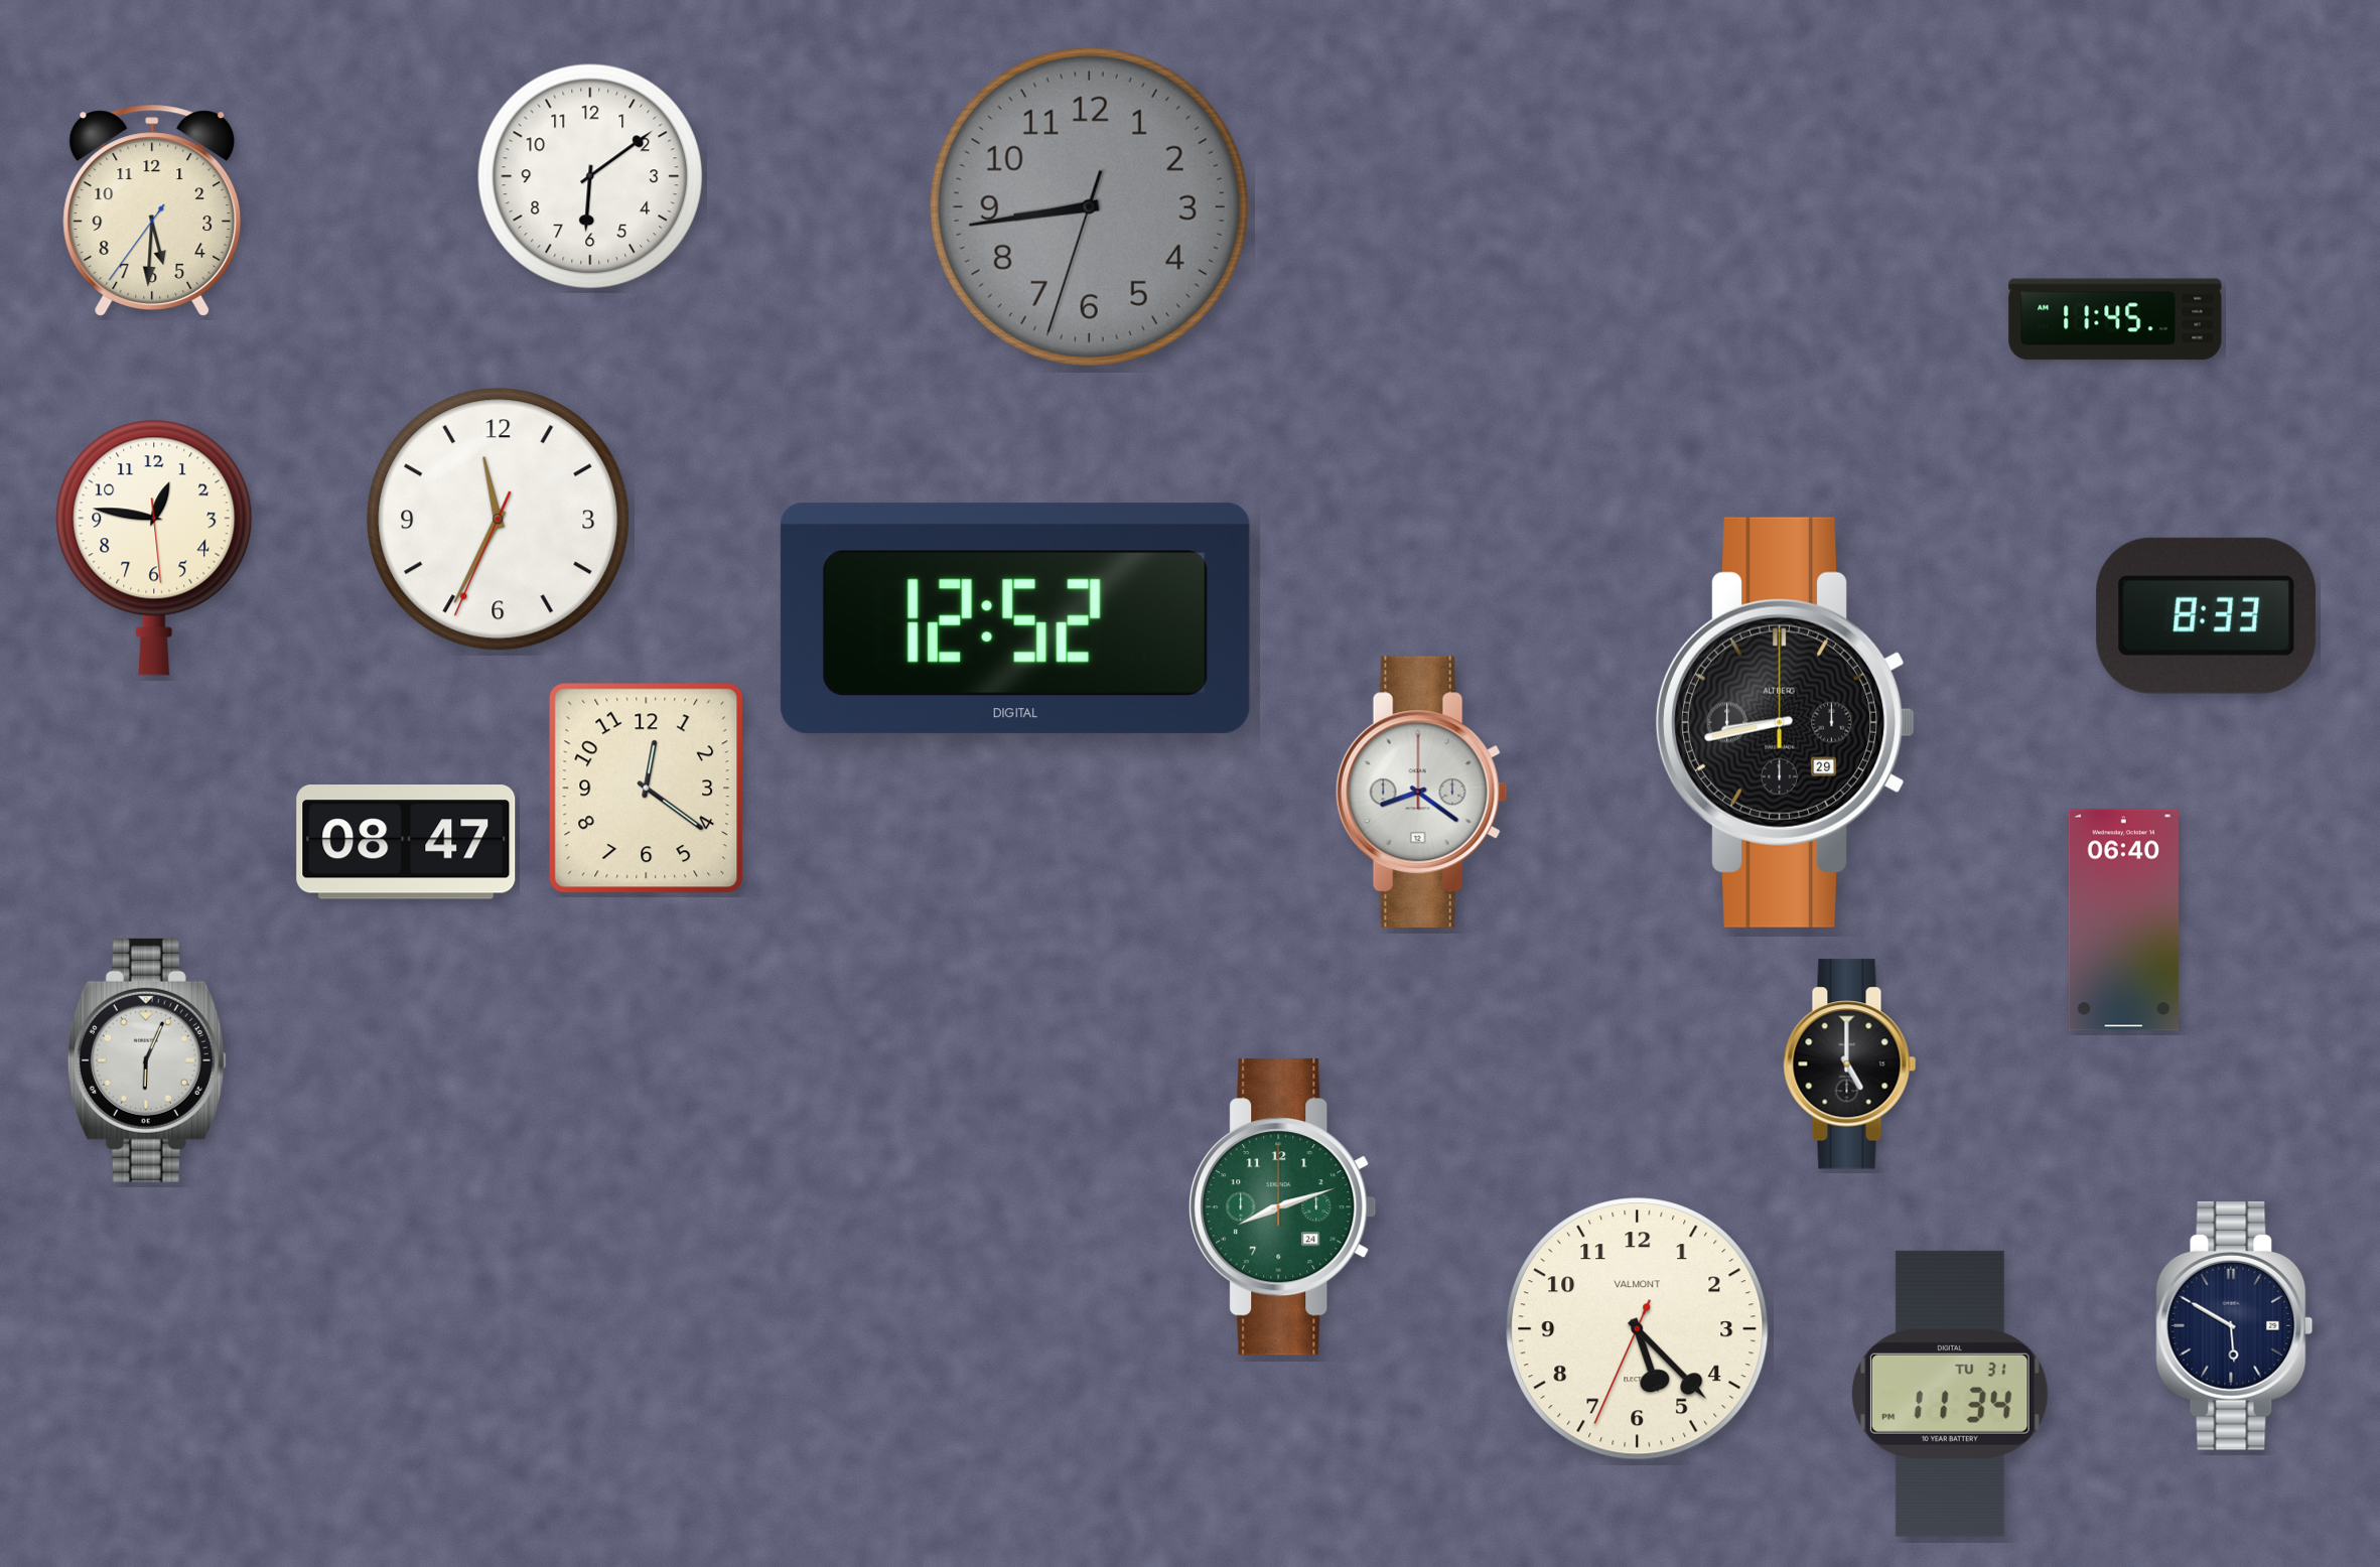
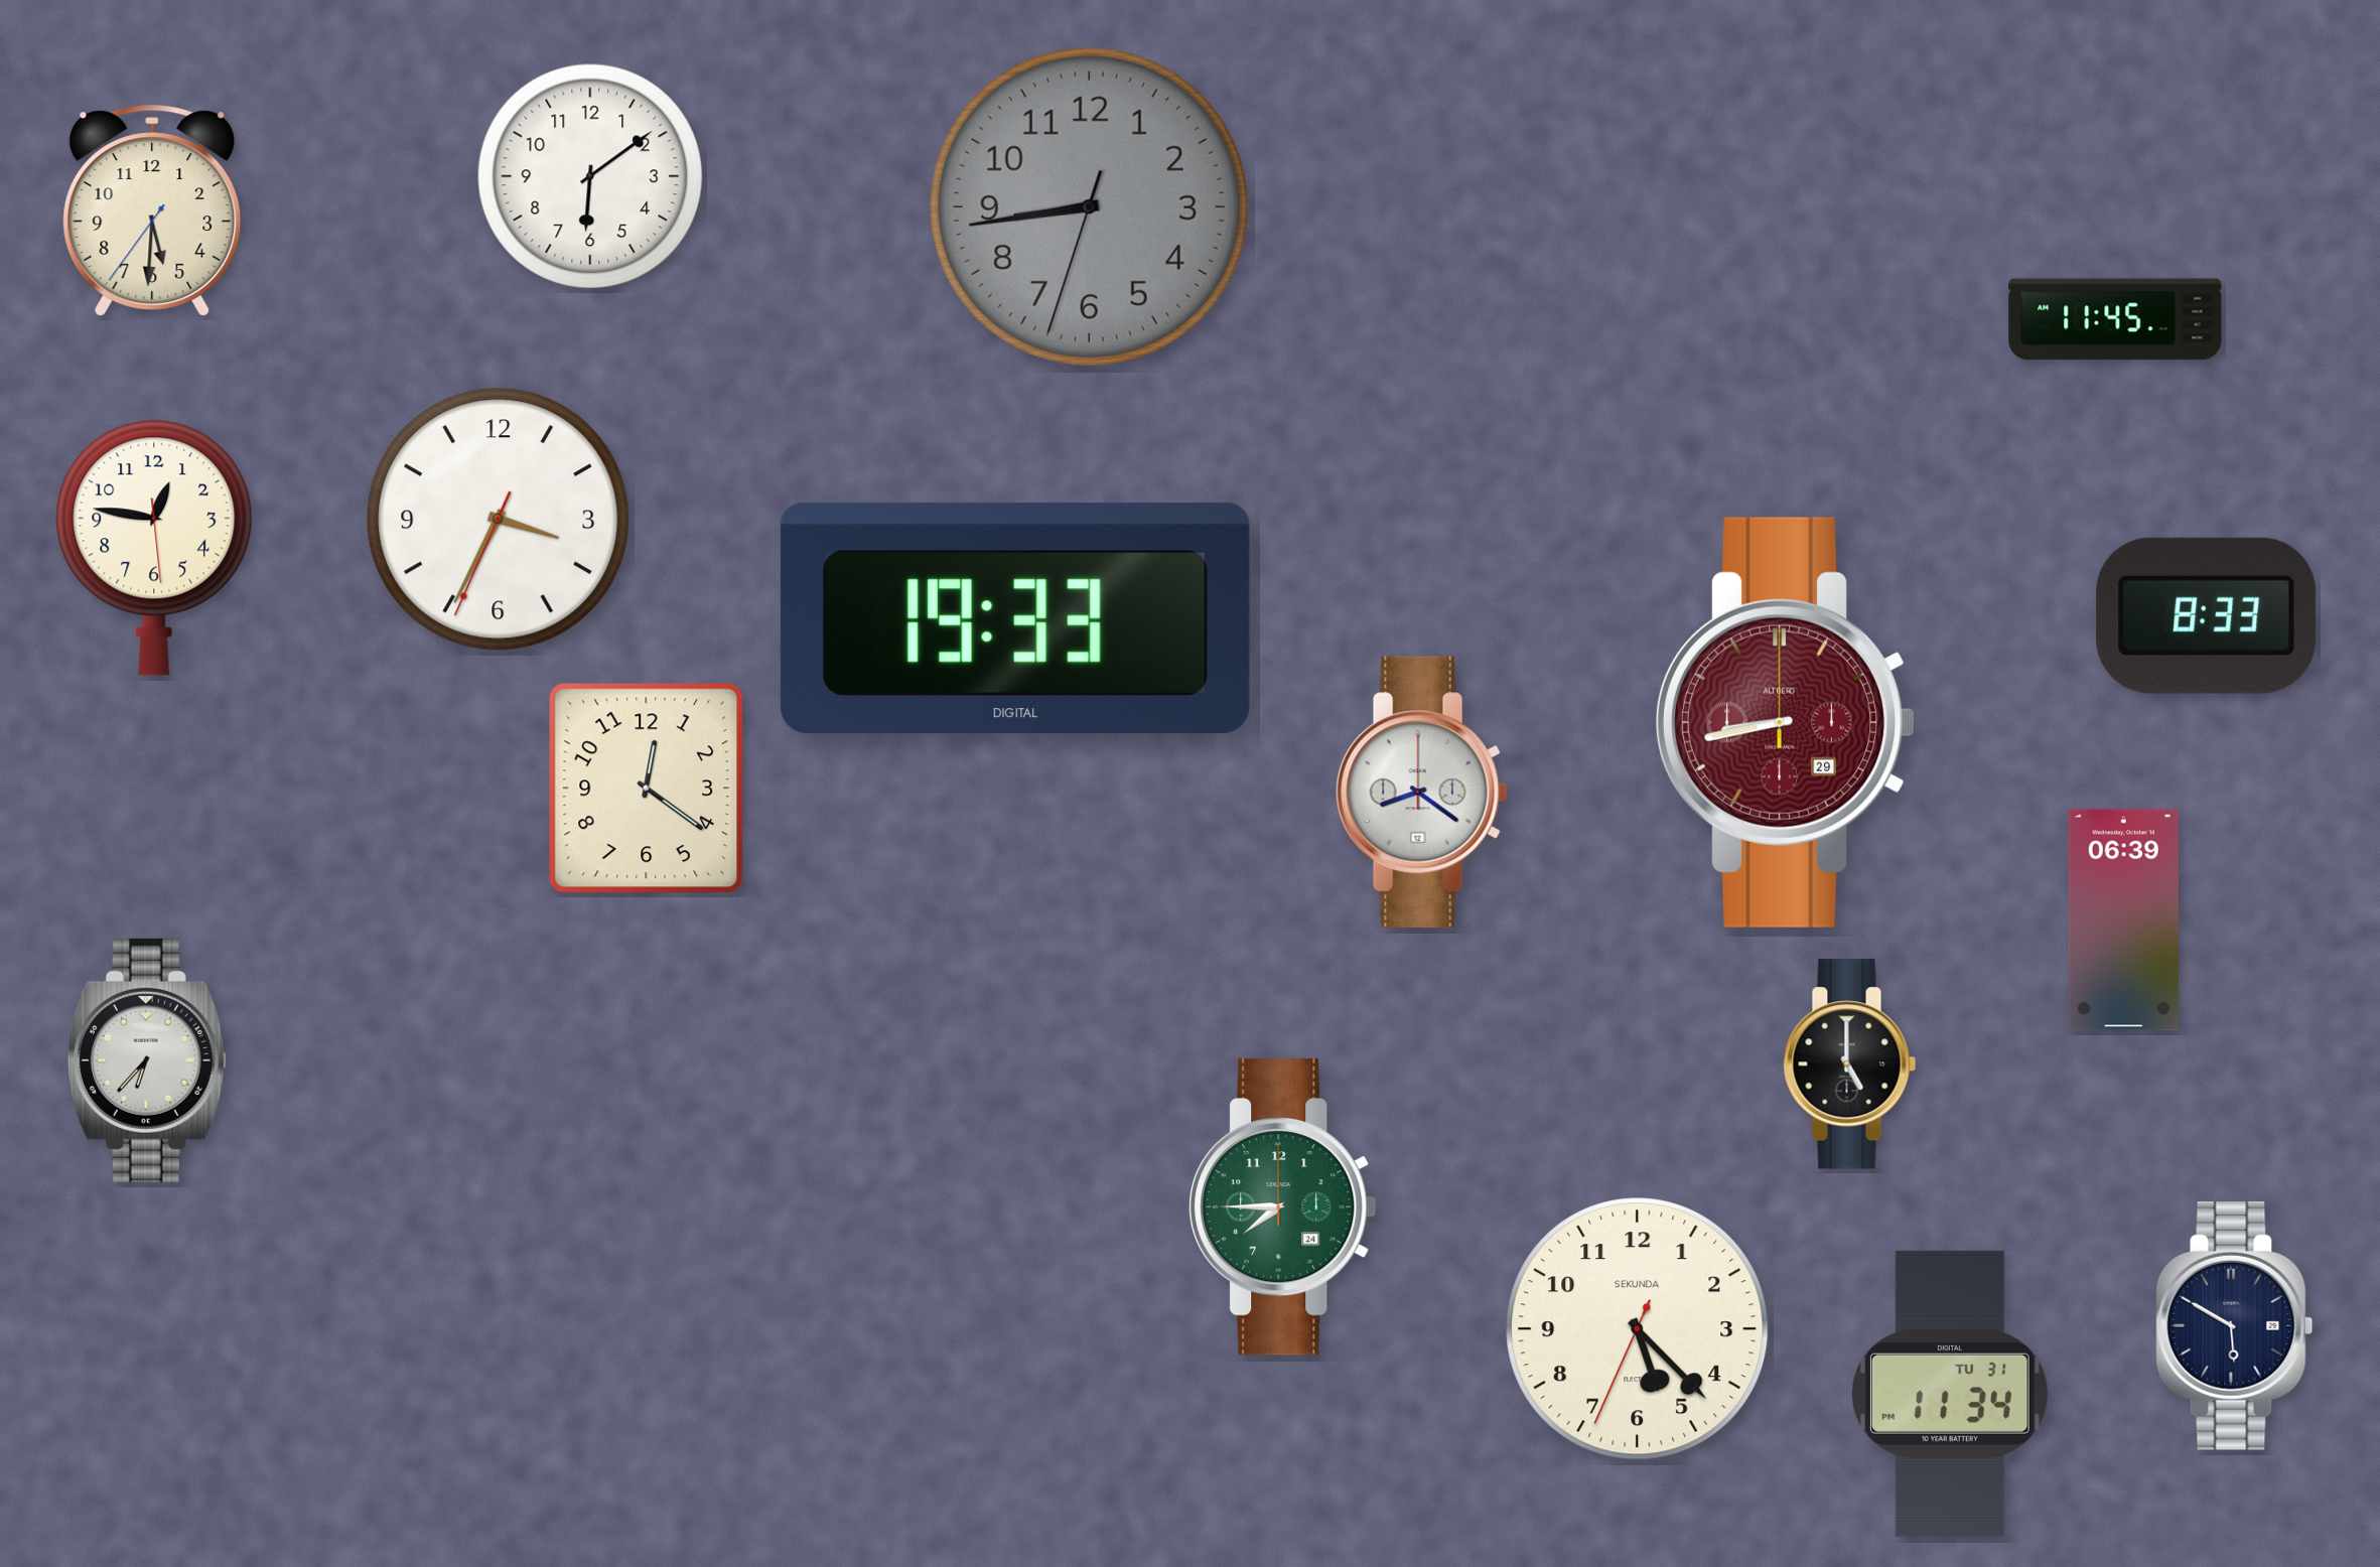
clock at (499, 520): 11:34 -> 3:34
clock at (1015, 618): 12:52 -> 19:33
clock at (1786, 722) dial: black -> burgundy
clock at (406, 843): 08:47 -> none
clock at (2123, 920): 06:40 -> 06:39
clock at (147, 1060): 6:04 -> 6:37
clock at (1283, 1207): 8:12 -> 7:45
clock at (1638, 1329) brand: VALMONT -> SEKUNDA
